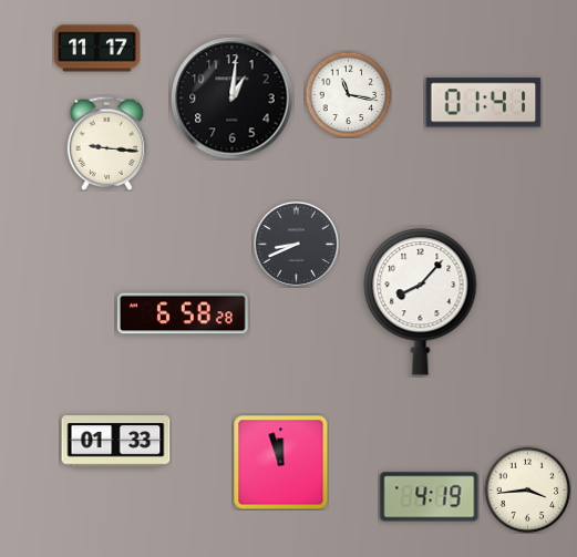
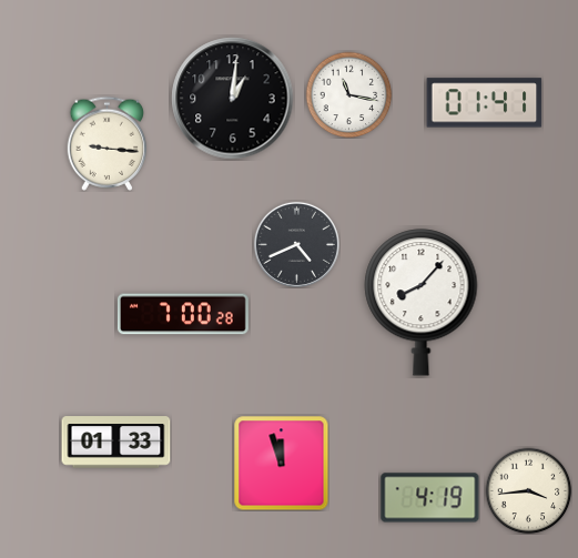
clock at (97, 49): 11:17 -> none
clock at (296, 244): 8:41 -> 4:41
clock at (183, 313): 6:58 -> 7:00
